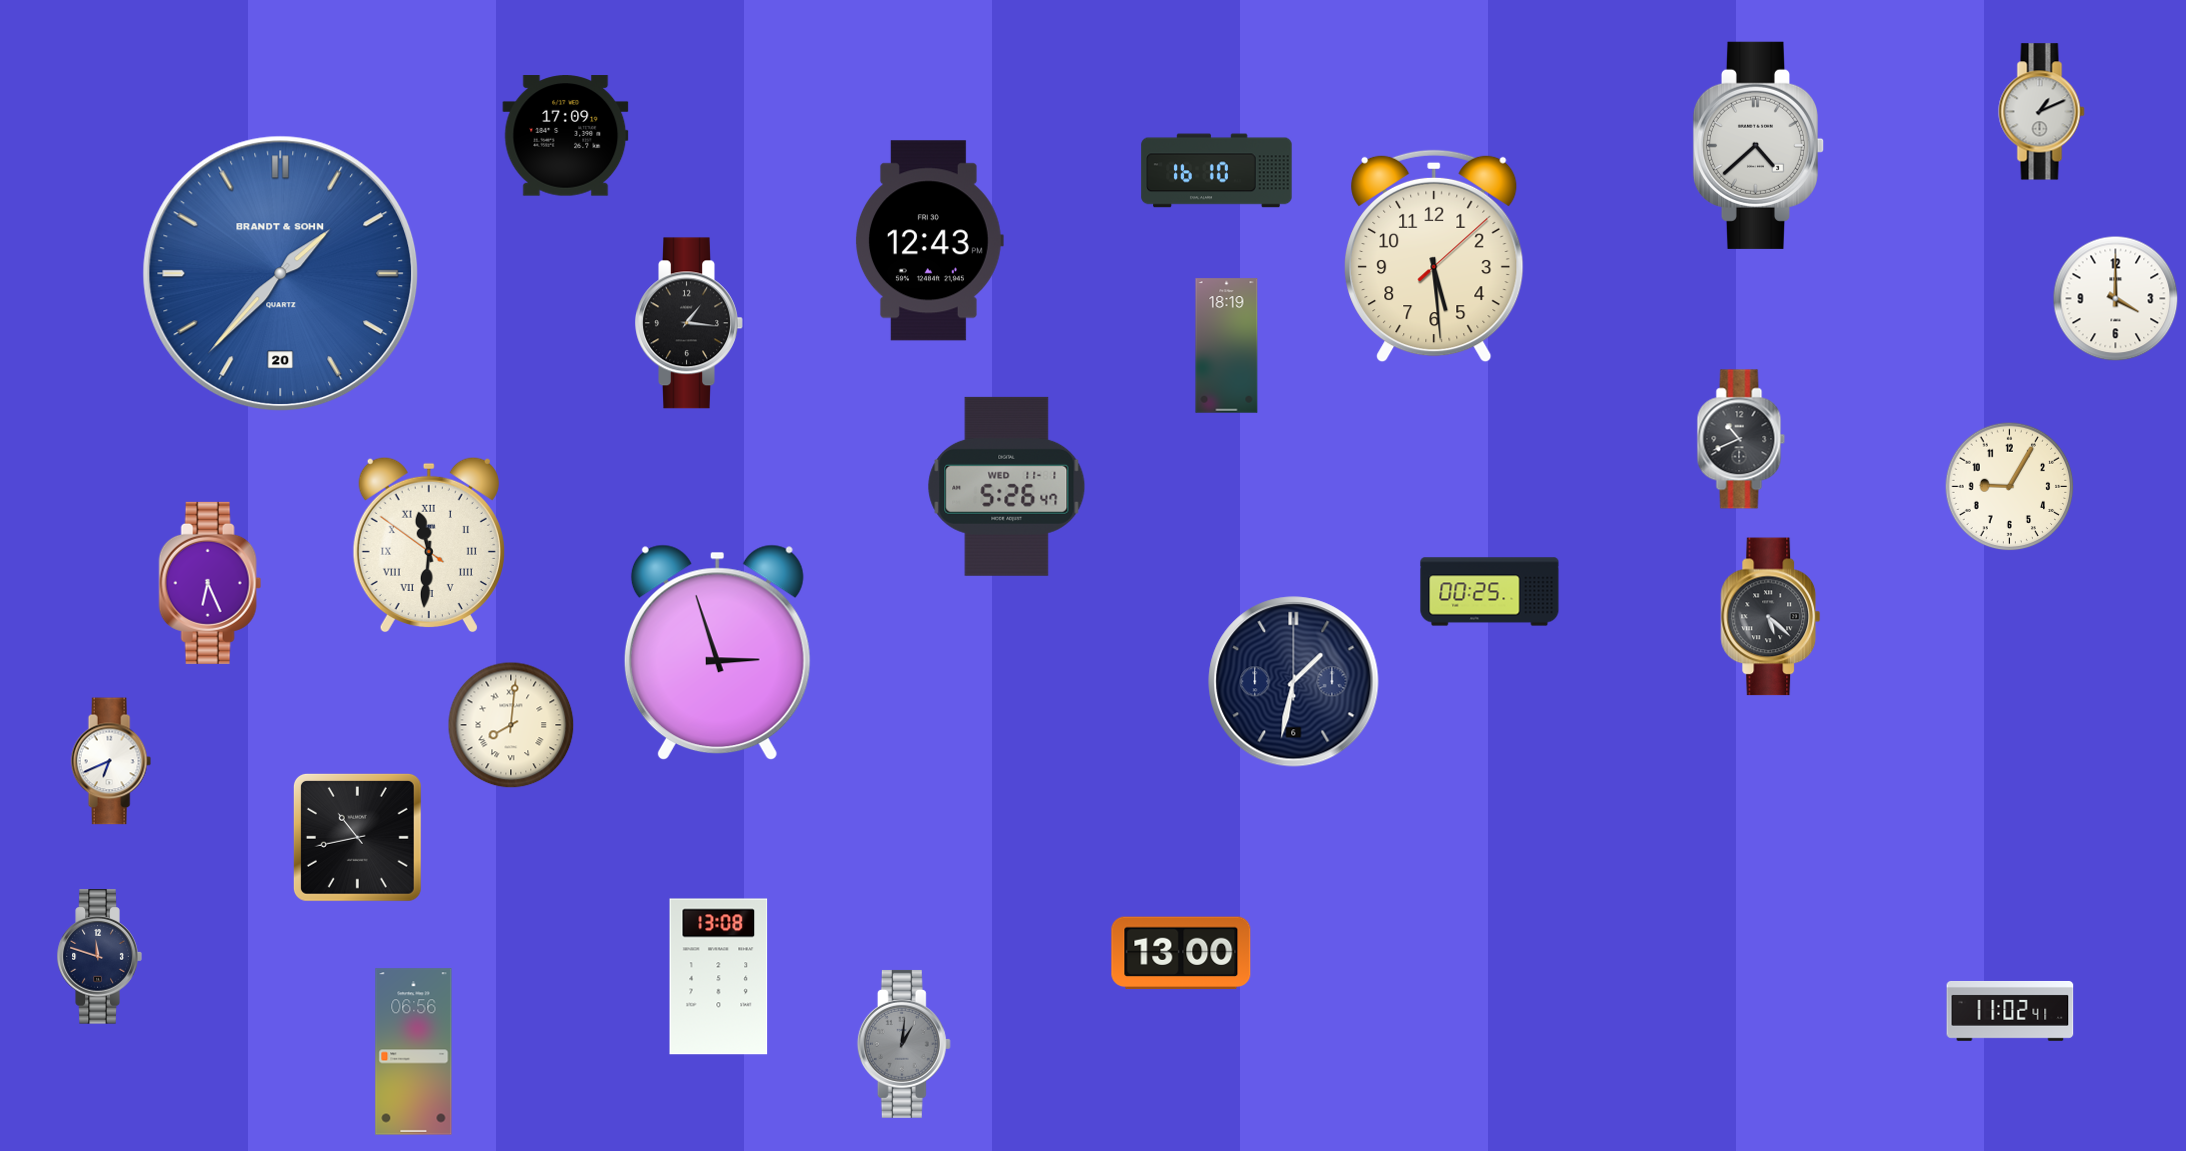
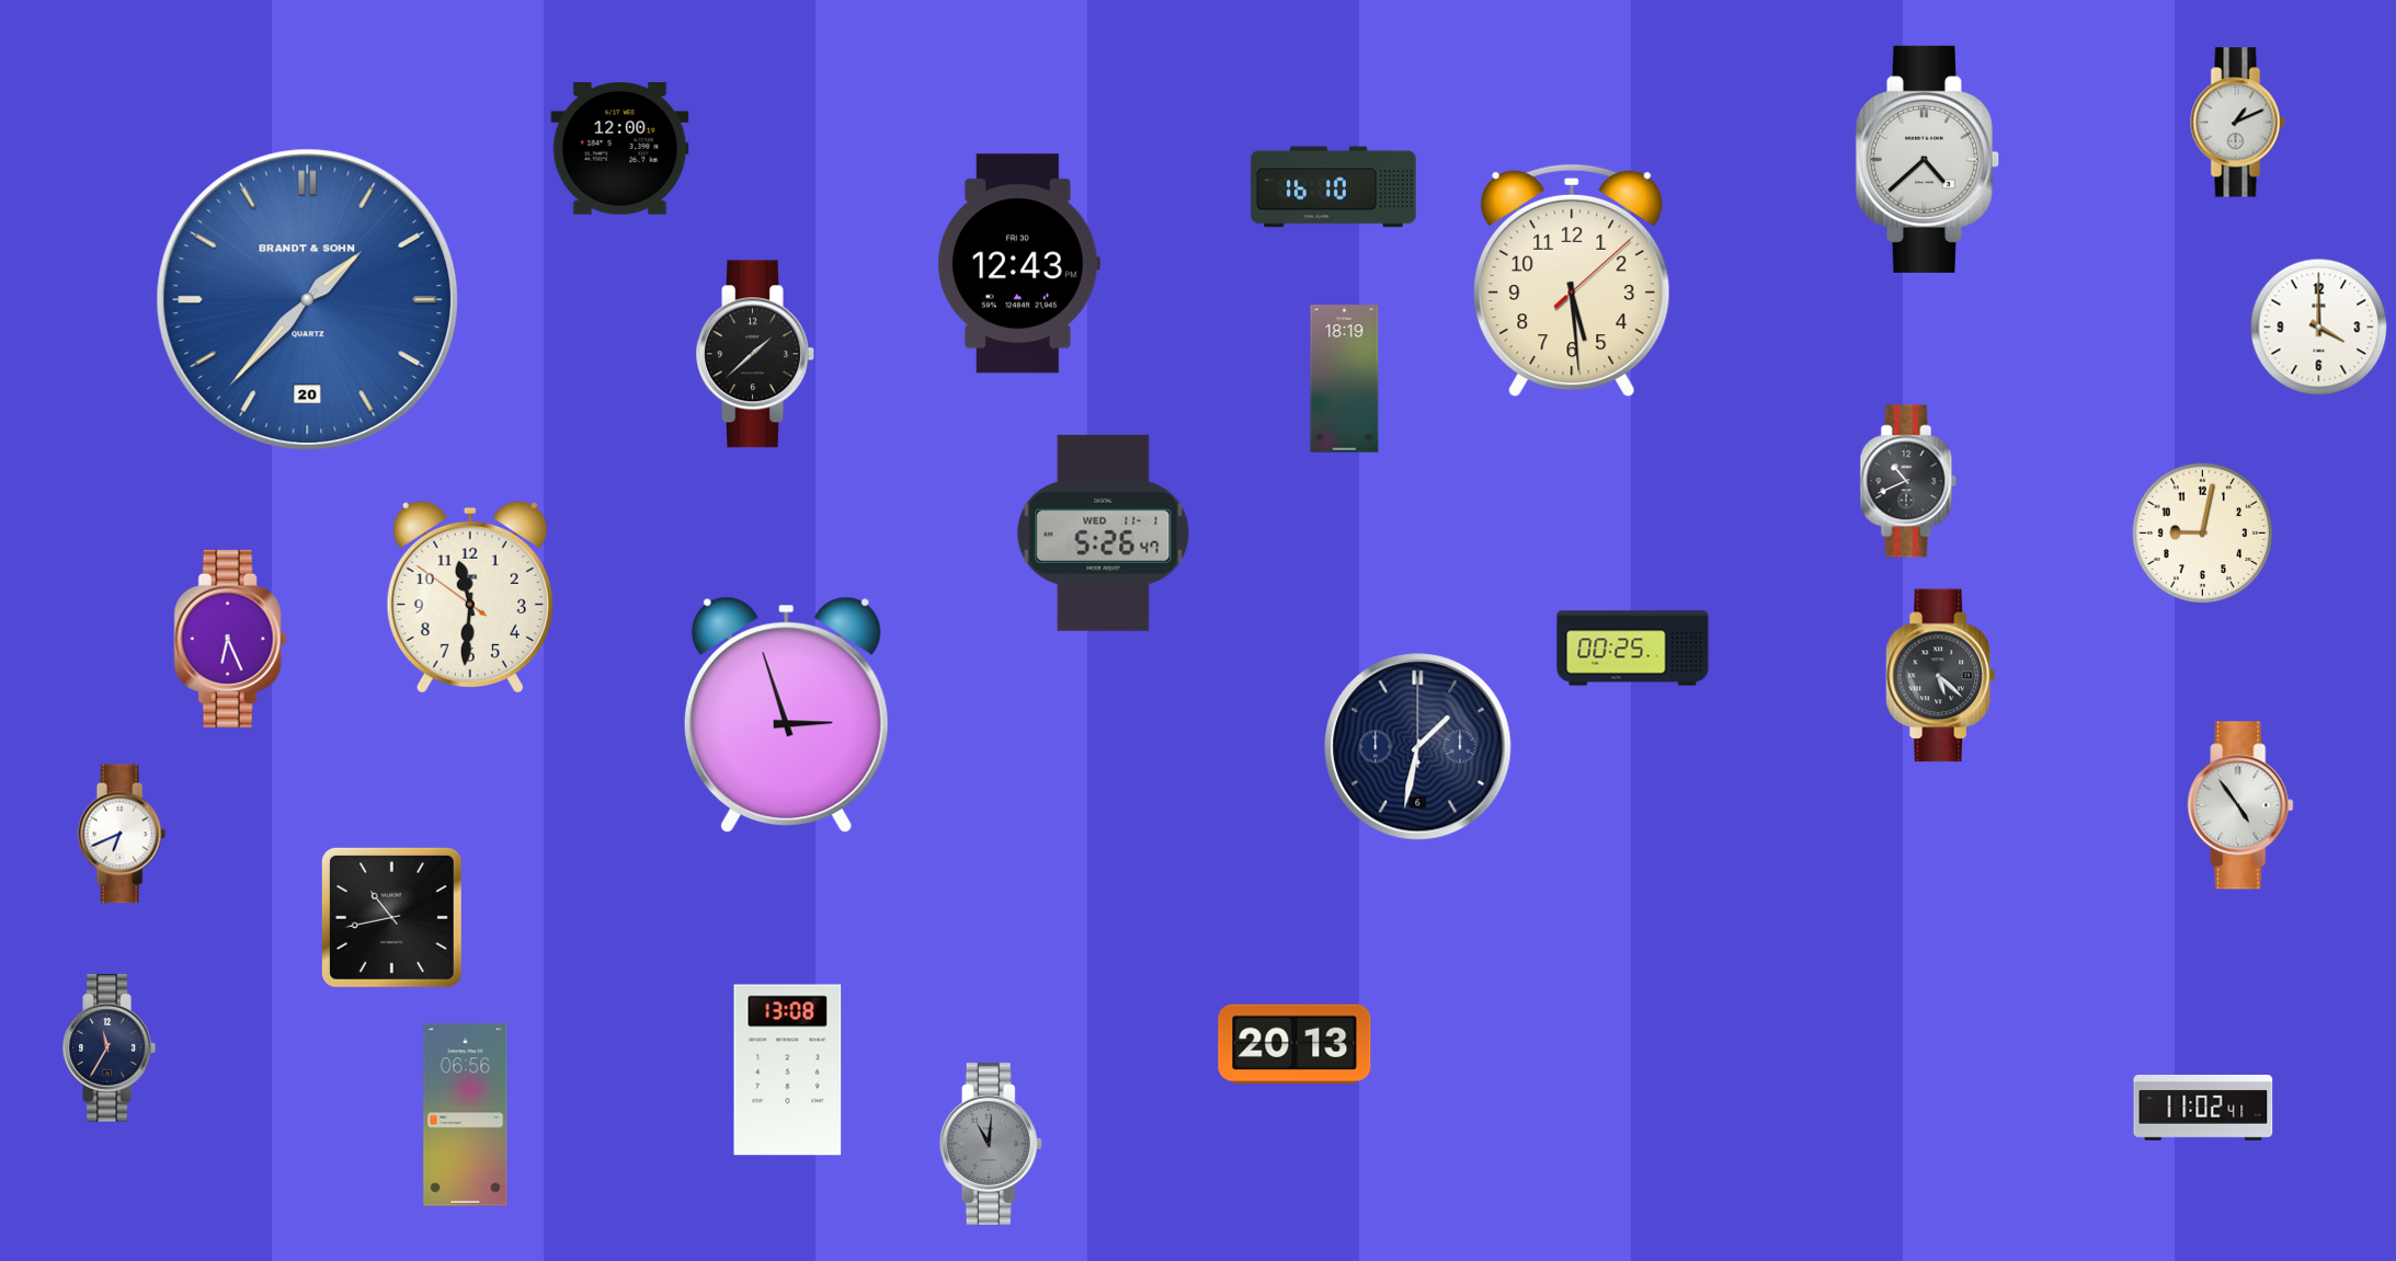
clock at (566, 136): 17:09 -> 12:00
clock at (689, 323): 1:16 -> 1:38
clock at (2010, 487): 9:05 -> 9:02
clock at (429, 545) numerals: Roman -> Arabic
clock at (511, 725): 8:01 -> none
clock at (2240, 805): none -> 4:54
clock at (1181, 953): 13:00 -> 20:13
clock at (99, 957): 11:48 -> 11:35
clock at (904, 1044): 1:01 -> 11:01
clock at (414, 1052) position: (414, 1052) -> (466, 1115)
